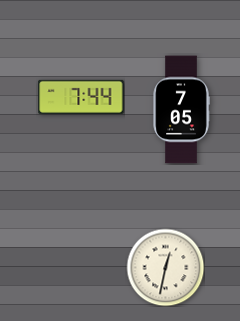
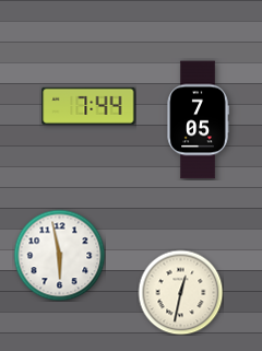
clock at (59, 255): none -> 5:58
